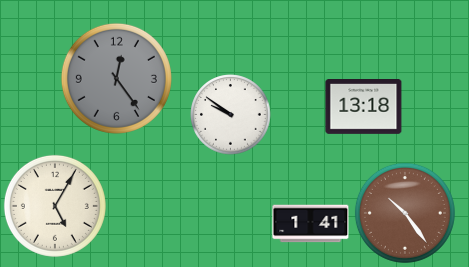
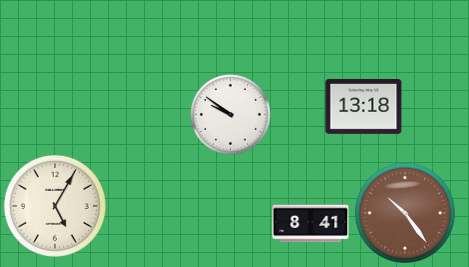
clock at (116, 78): 12:24 -> none
clock at (311, 224): 1:41 -> 8:41
